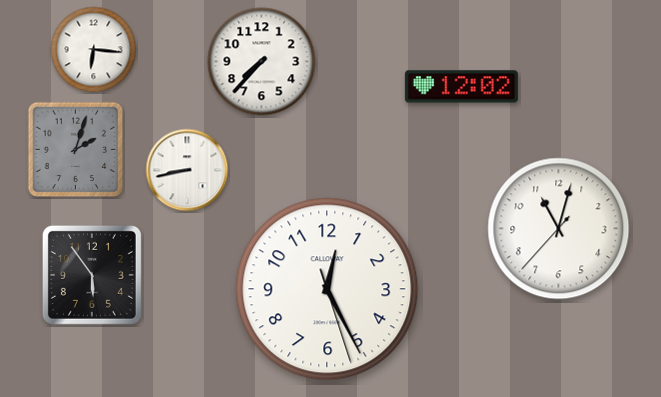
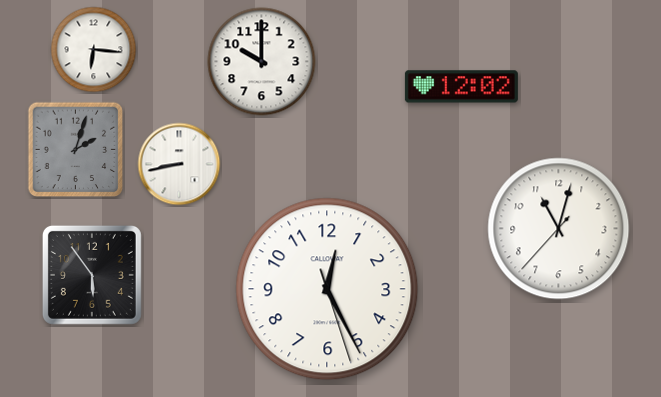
clock at (262, 62): 7:37 -> 10:00
clock at (187, 170) position: (187, 170) -> (179, 164)
